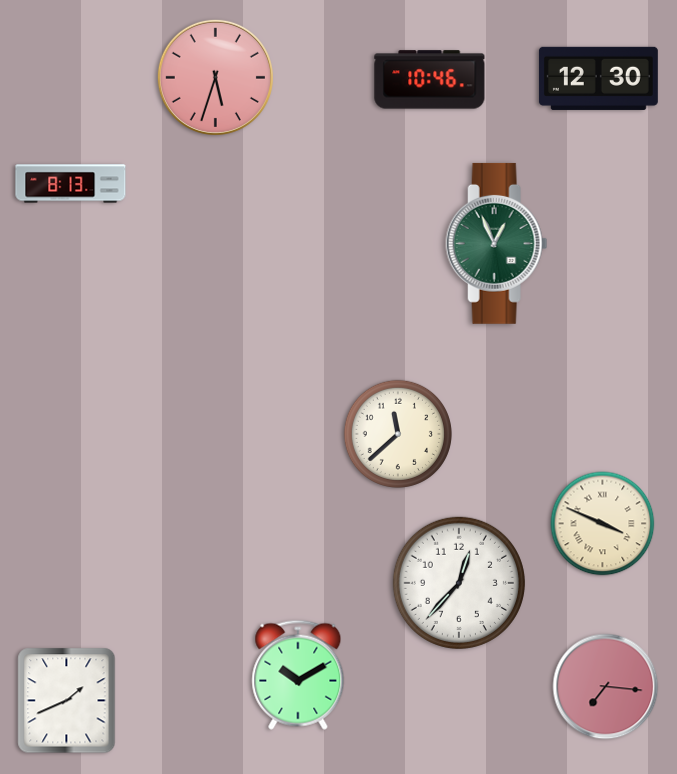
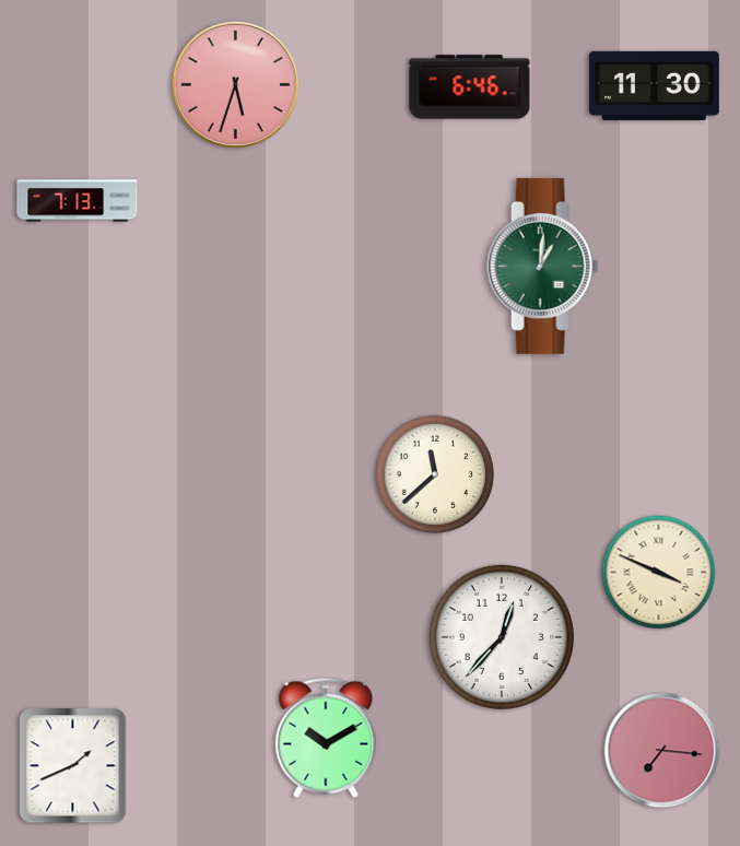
clock at (598, 78): 12:30 -> 11:30
clock at (430, 80): 10:46 -> 6:46
clock at (71, 184): 8:13 -> 7:13
clock at (497, 243): 12:56 -> 1:01
